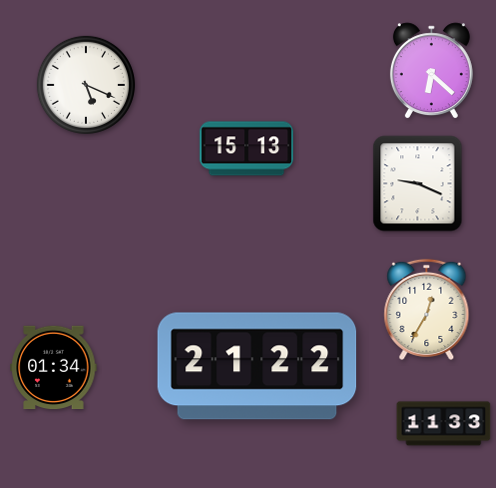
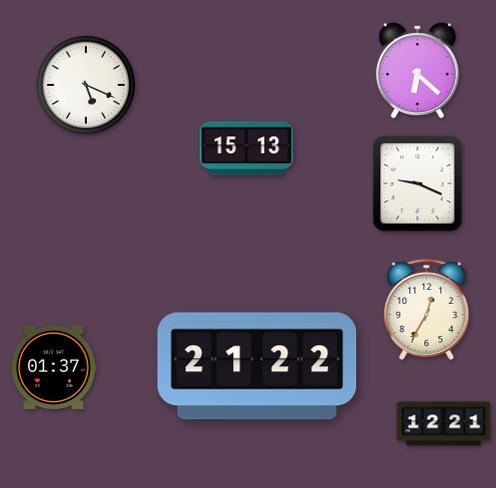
clock at (431, 71) position: (431, 71) -> (417, 71)
clock at (54, 368): 01:34 -> 01:37
clock at (444, 424): 11:33 -> 12:21
